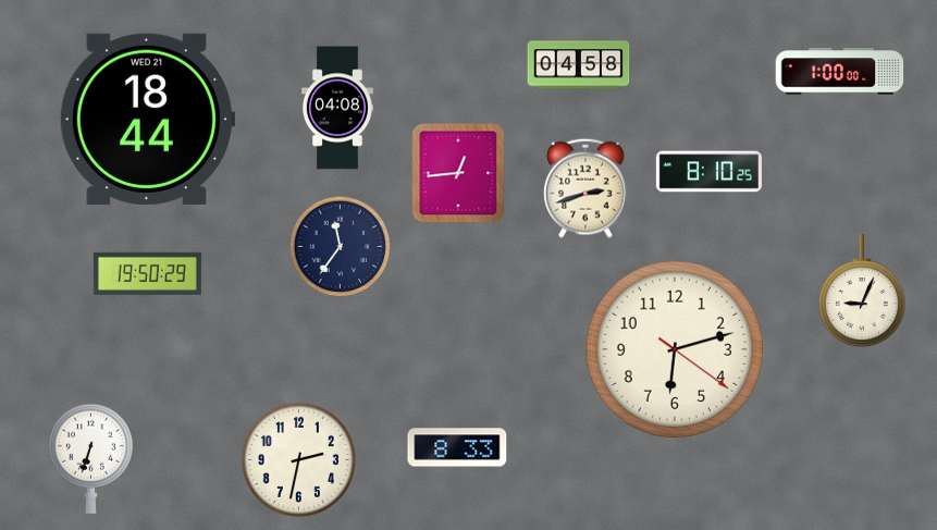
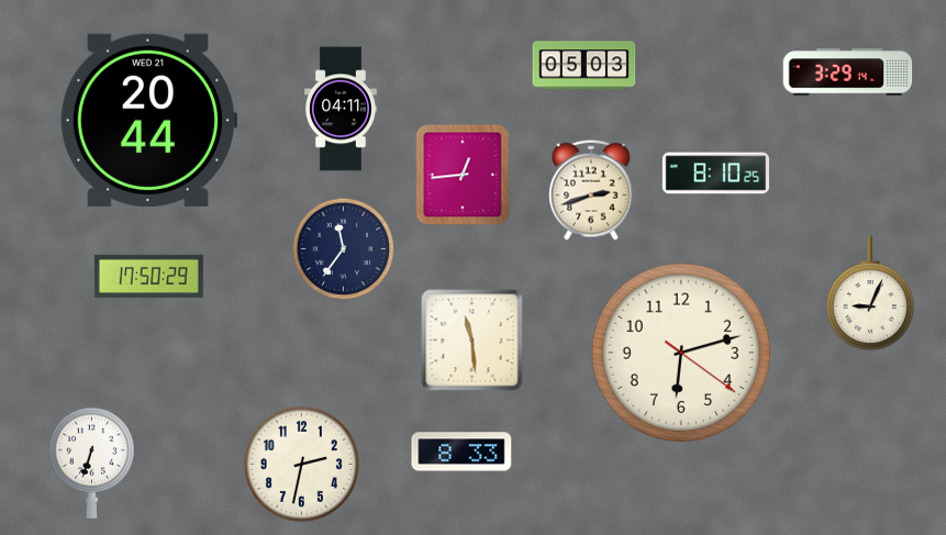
clock at (579, 65): 04:58 -> 05:03
clock at (840, 72): 1:00 -> 3:29
clock at (337, 108): 04:08 -> 04:11
clock at (147, 119): 18:44 -> 20:44
clock at (147, 273): 19:50 -> 17:50
clock at (472, 341): none -> 11:29
